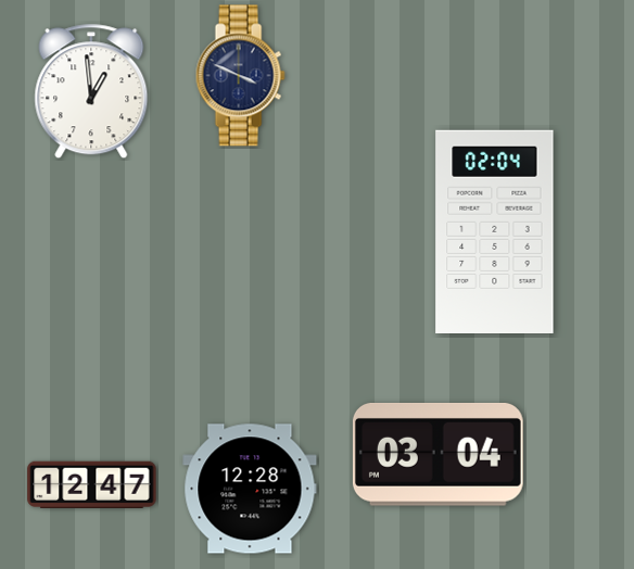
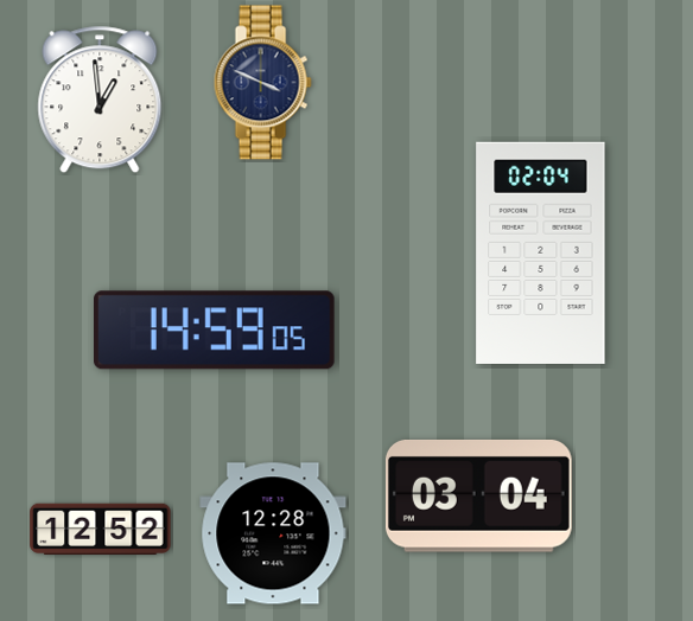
clock at (215, 331): none -> 14:59
clock at (92, 485): 12:47 -> 12:52
